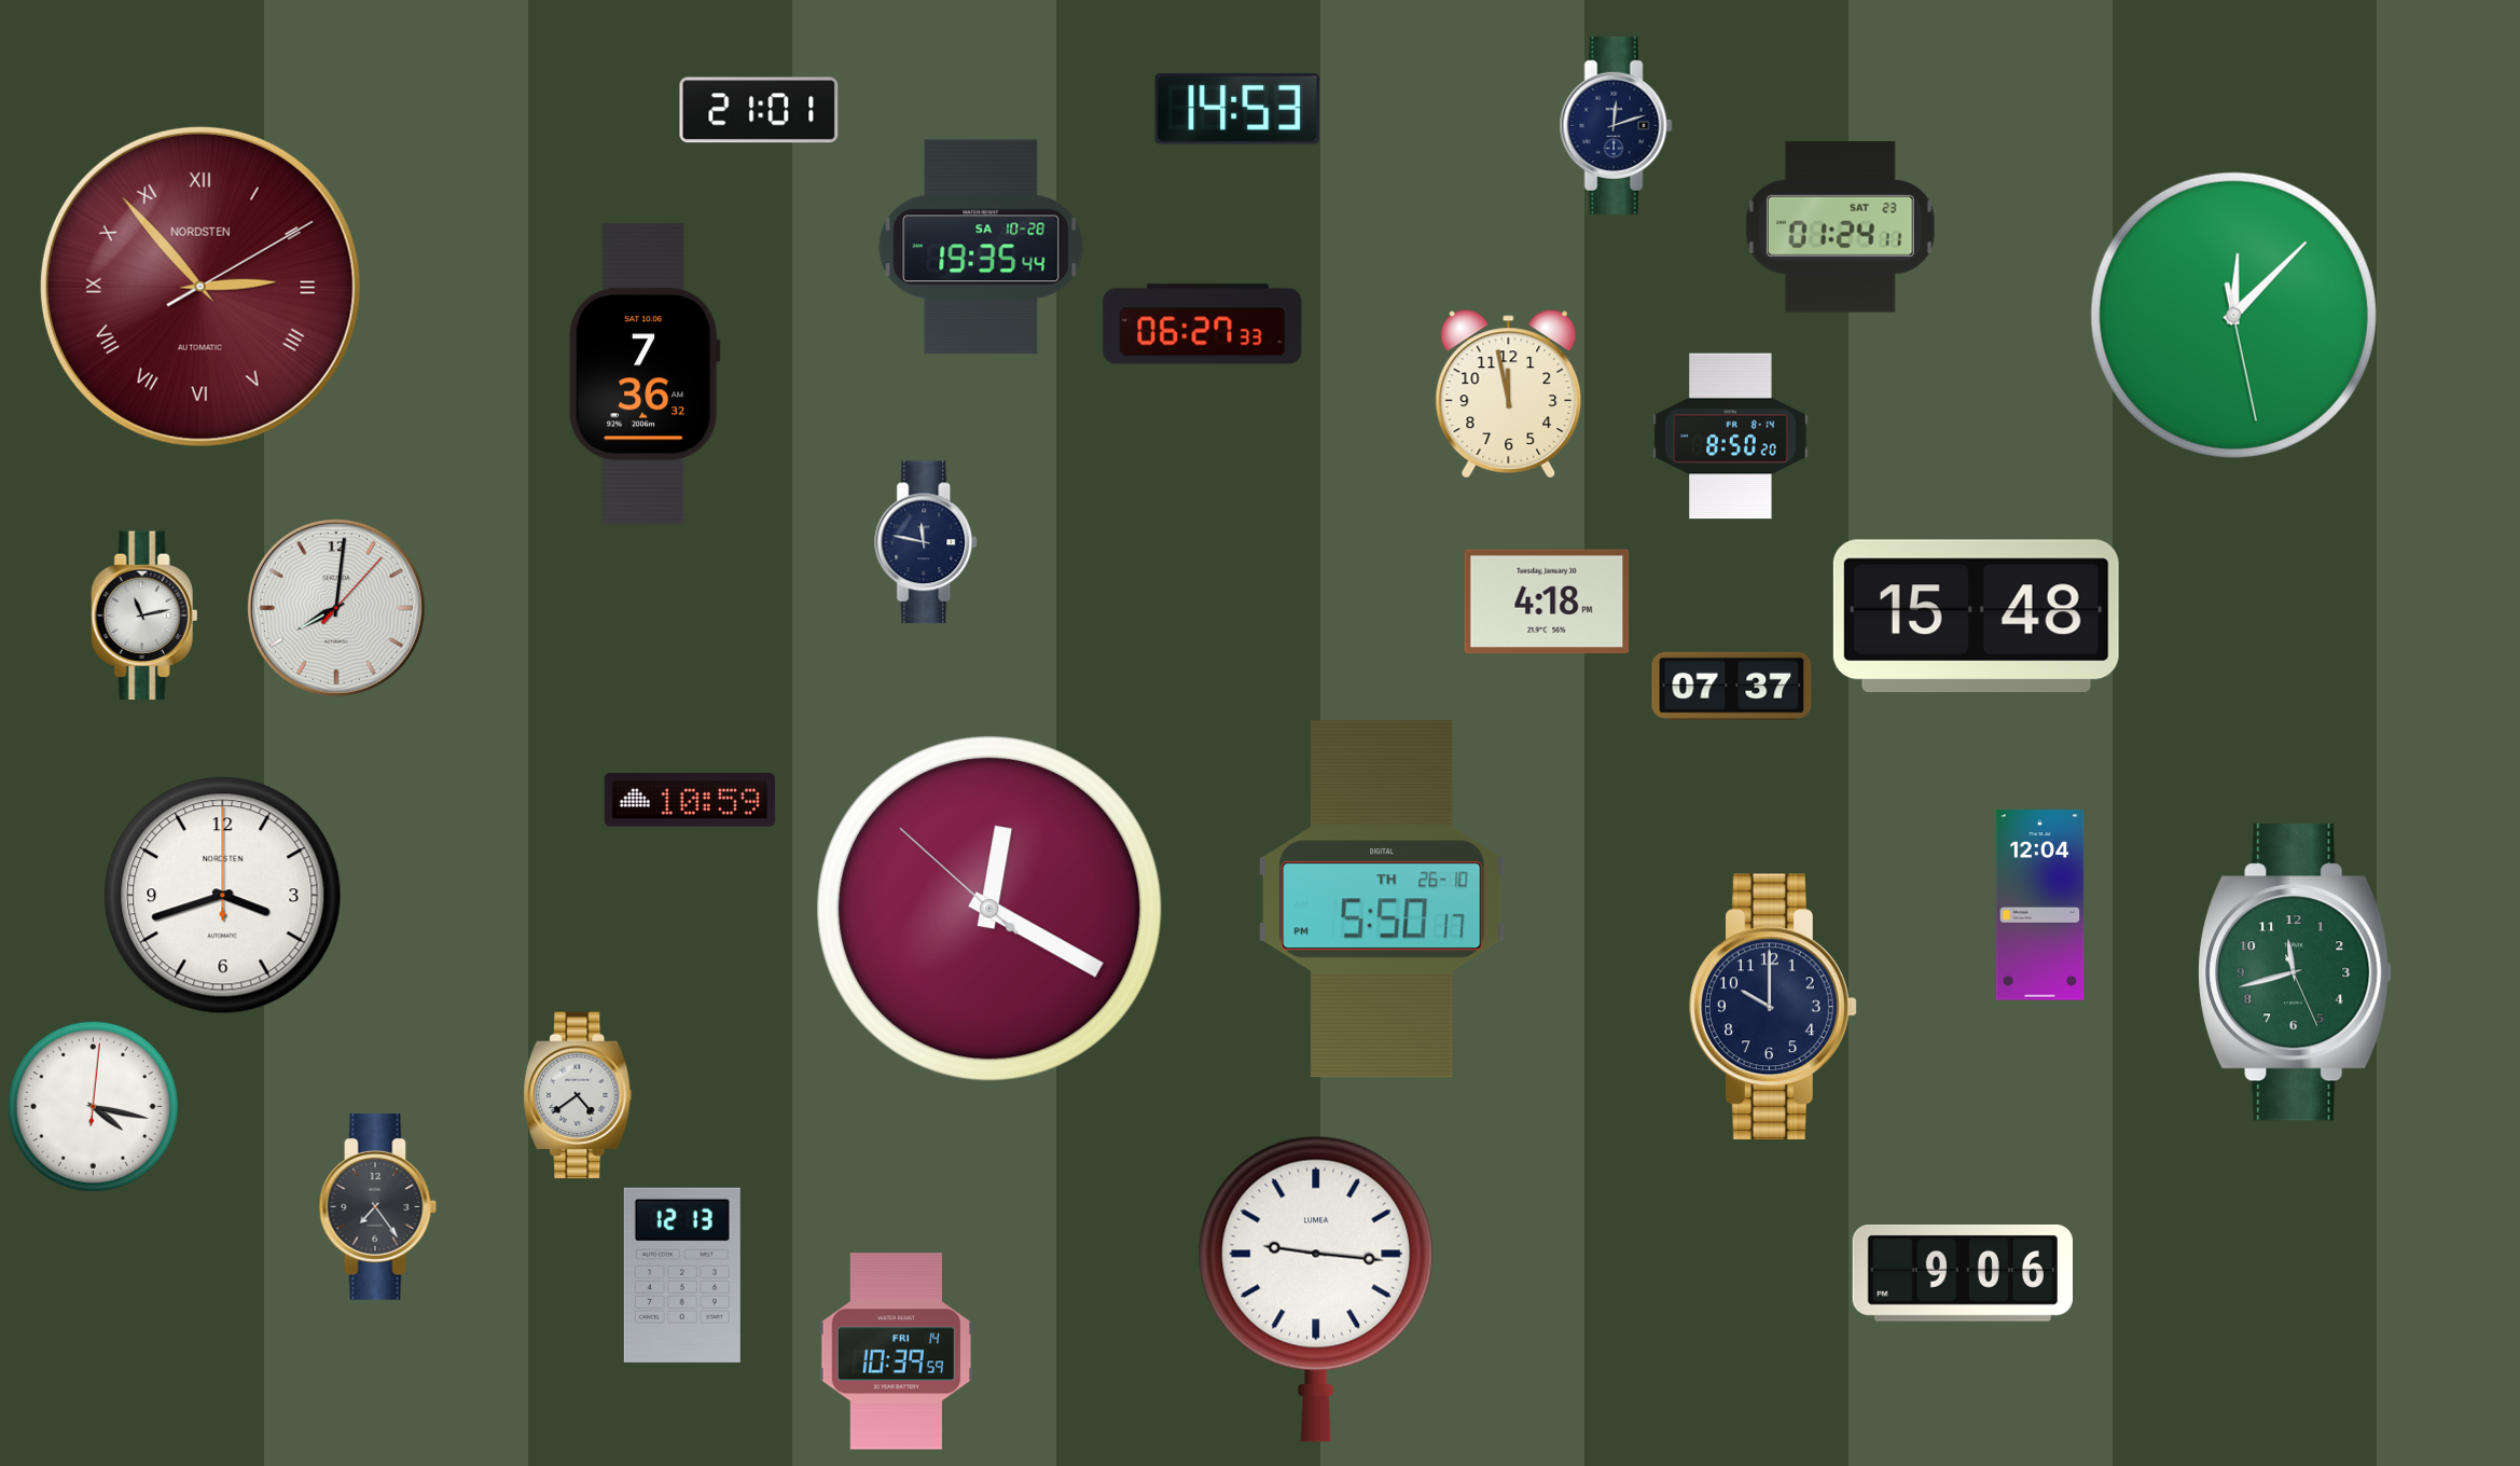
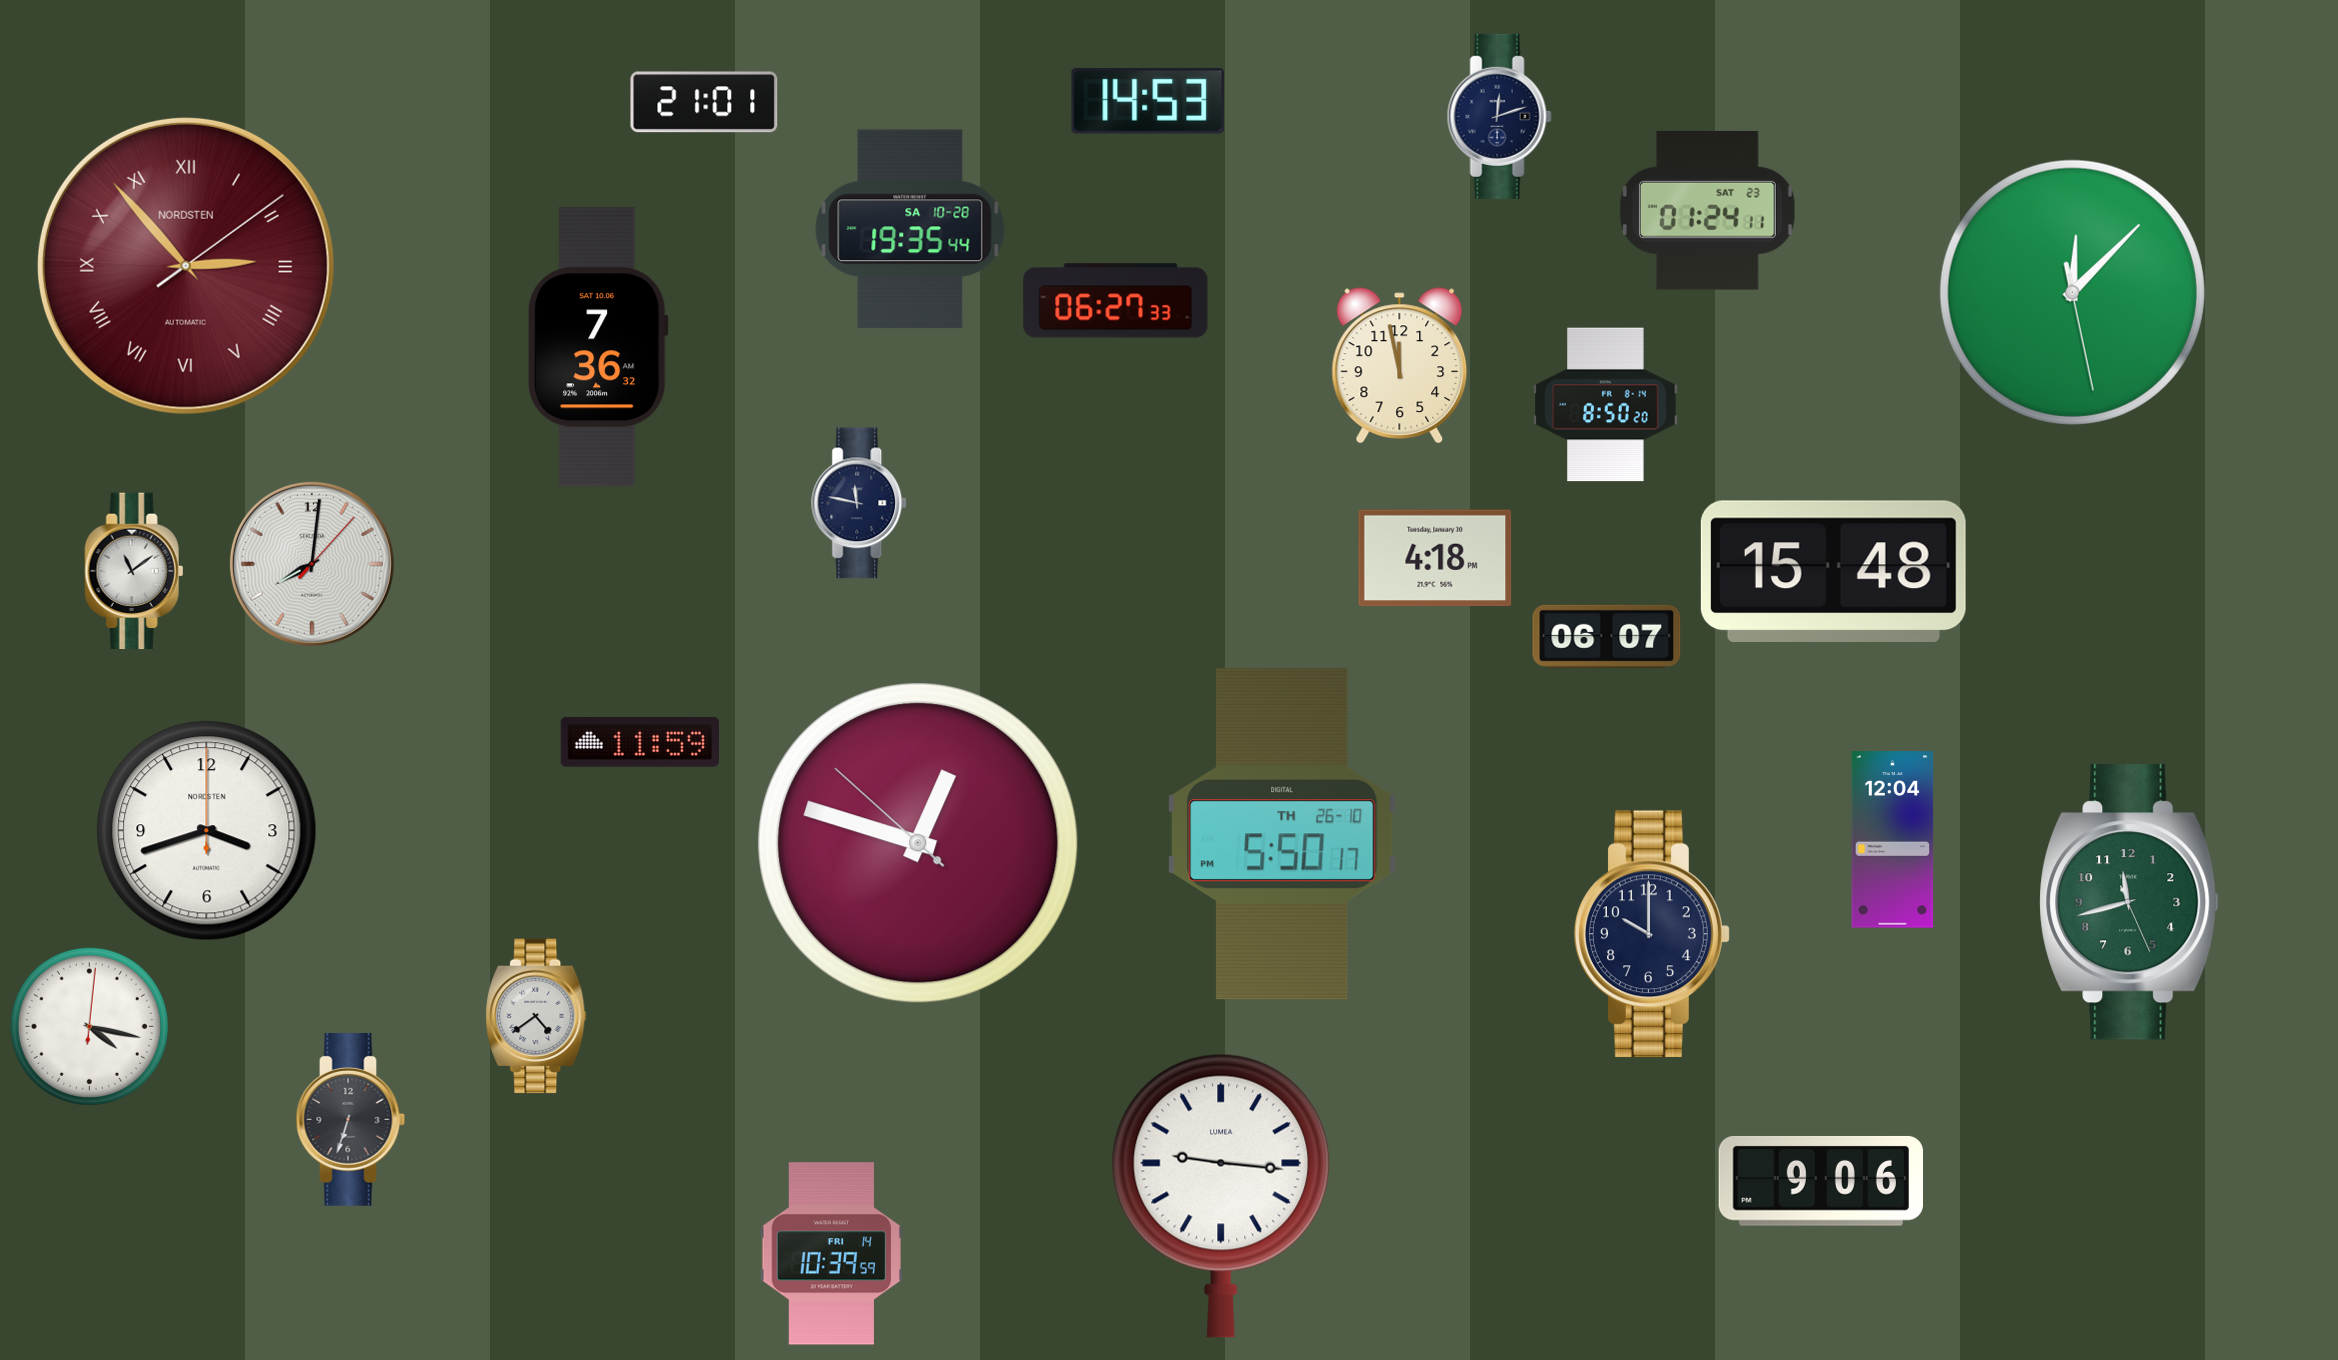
clock at (200, 287): 2:53:10 -> 2:53:09
clock at (144, 616): 11:13 -> 11:09
clock at (1732, 686): 07:37 -> 06:07
clock at (690, 800): 10:59 -> 11:59
clock at (991, 910): 12:19 -> 12:47
clock at (1773, 1007) position: (1773, 1007) -> (1652, 934)
clock at (93, 1106) position: (93, 1106) -> (89, 1026)
clock at (378, 1207): 7:24 -> 6:33
clock at (682, 1275): 12:13 -> none
